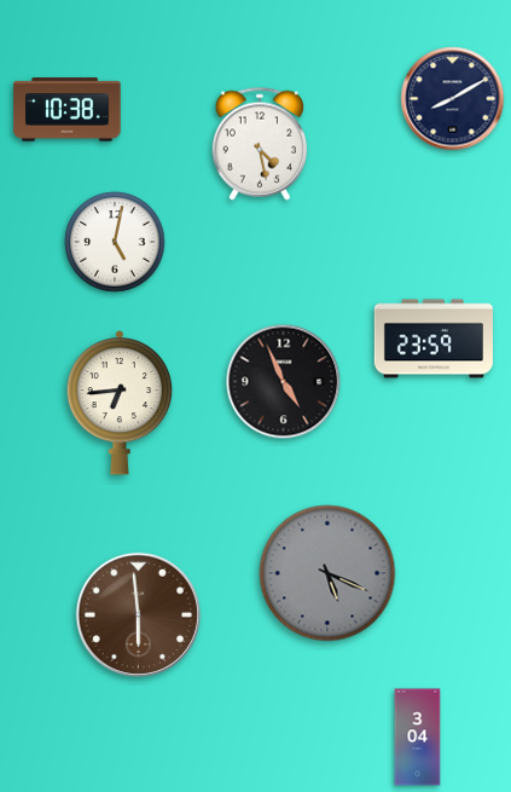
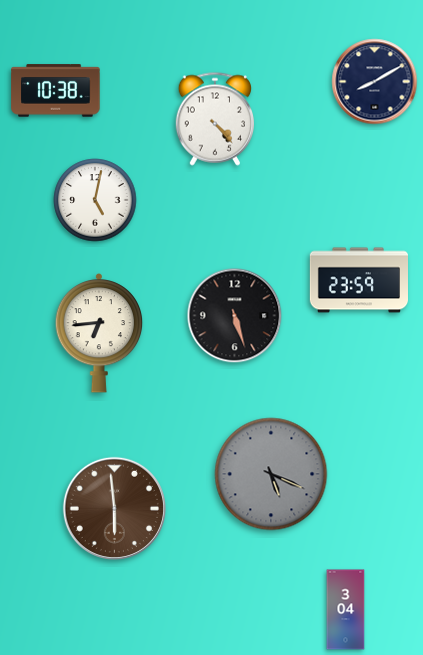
clock at (259, 144): 4:28 -> 4:23
clock at (284, 382): 4:56 -> 5:27
